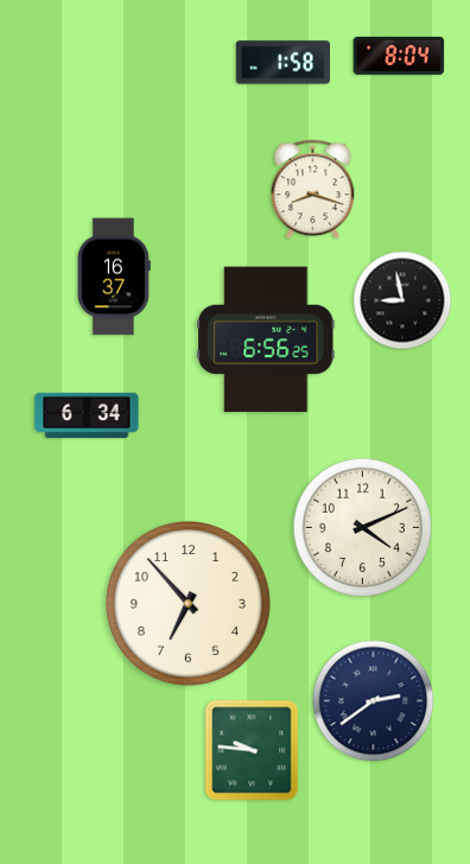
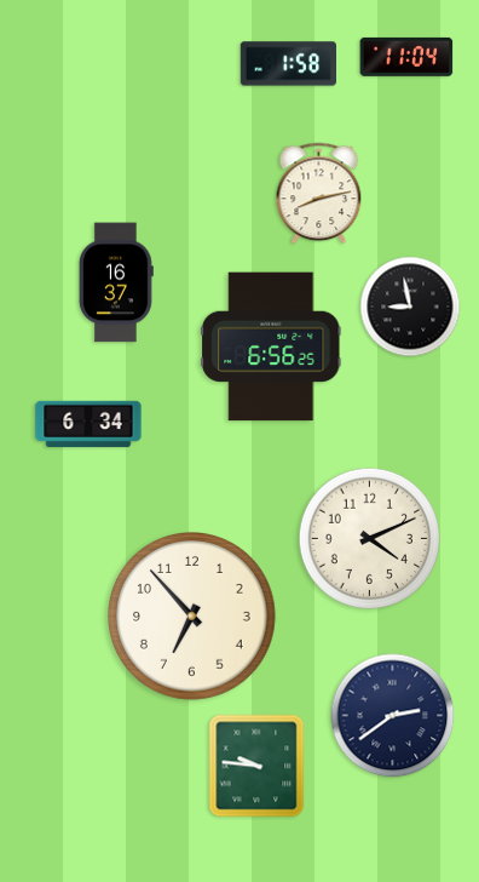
clock at (399, 56): 8:04 -> 11:04
clock at (313, 190): 8:18 -> 8:13
clock at (374, 701) position: (374, 701) -> (393, 716)
